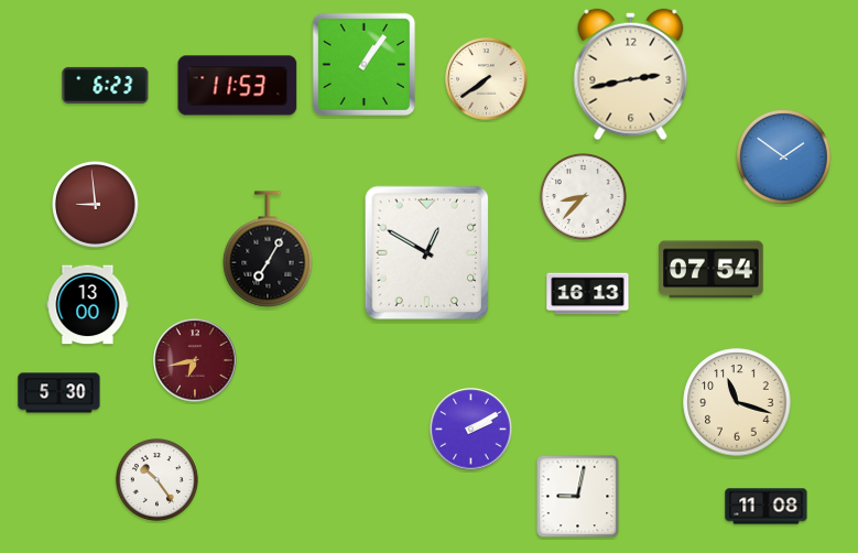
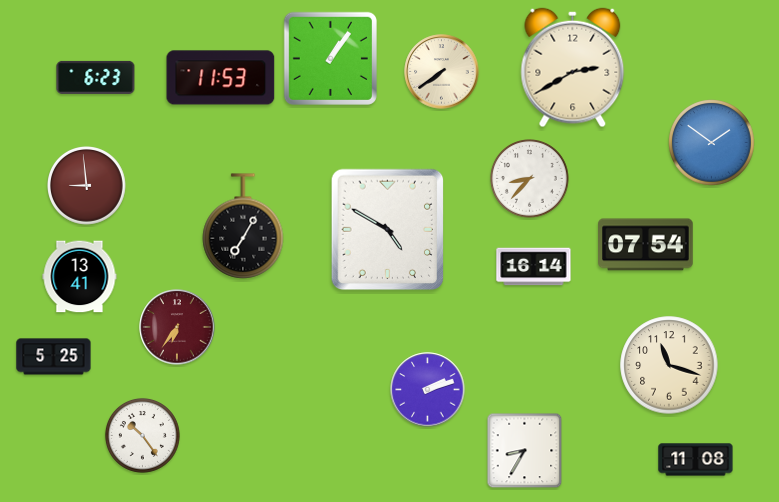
clock at (631, 75): 2:43 -> 2:40
clock at (238, 86) position: (238, 86) -> (221, 78)
clock at (427, 253): 12:50 -> 4:50
clock at (588, 294): 16:13 -> 16:14
clock at (88, 305): 13:00 -> 13:41
clock at (195, 360): 6:43 -> 6:36
clock at (59, 393): 5:30 -> 5:25
clock at (471, 430): 2:10 -> 2:12
clock at (578, 497): 9:02 -> 8:35
